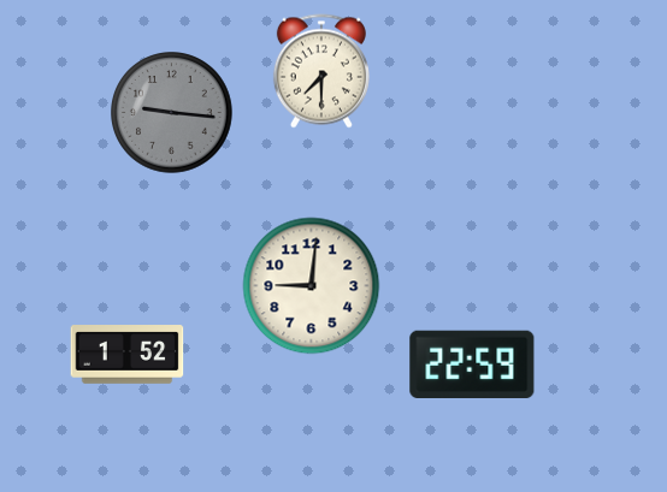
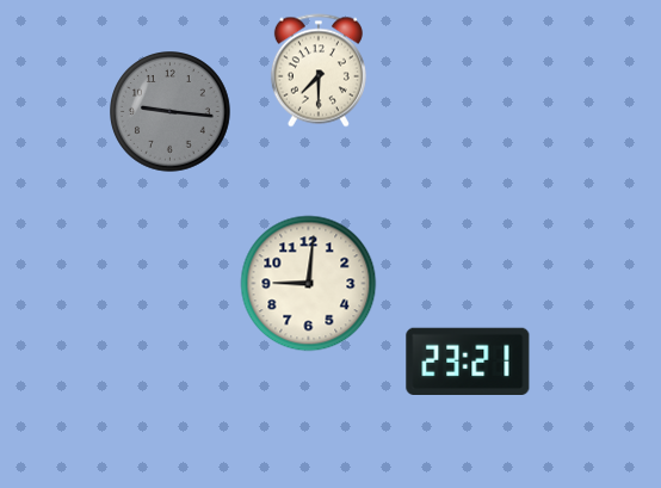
clock at (128, 355): 1:52 -> none
clock at (472, 363): 22:59 -> 23:21
